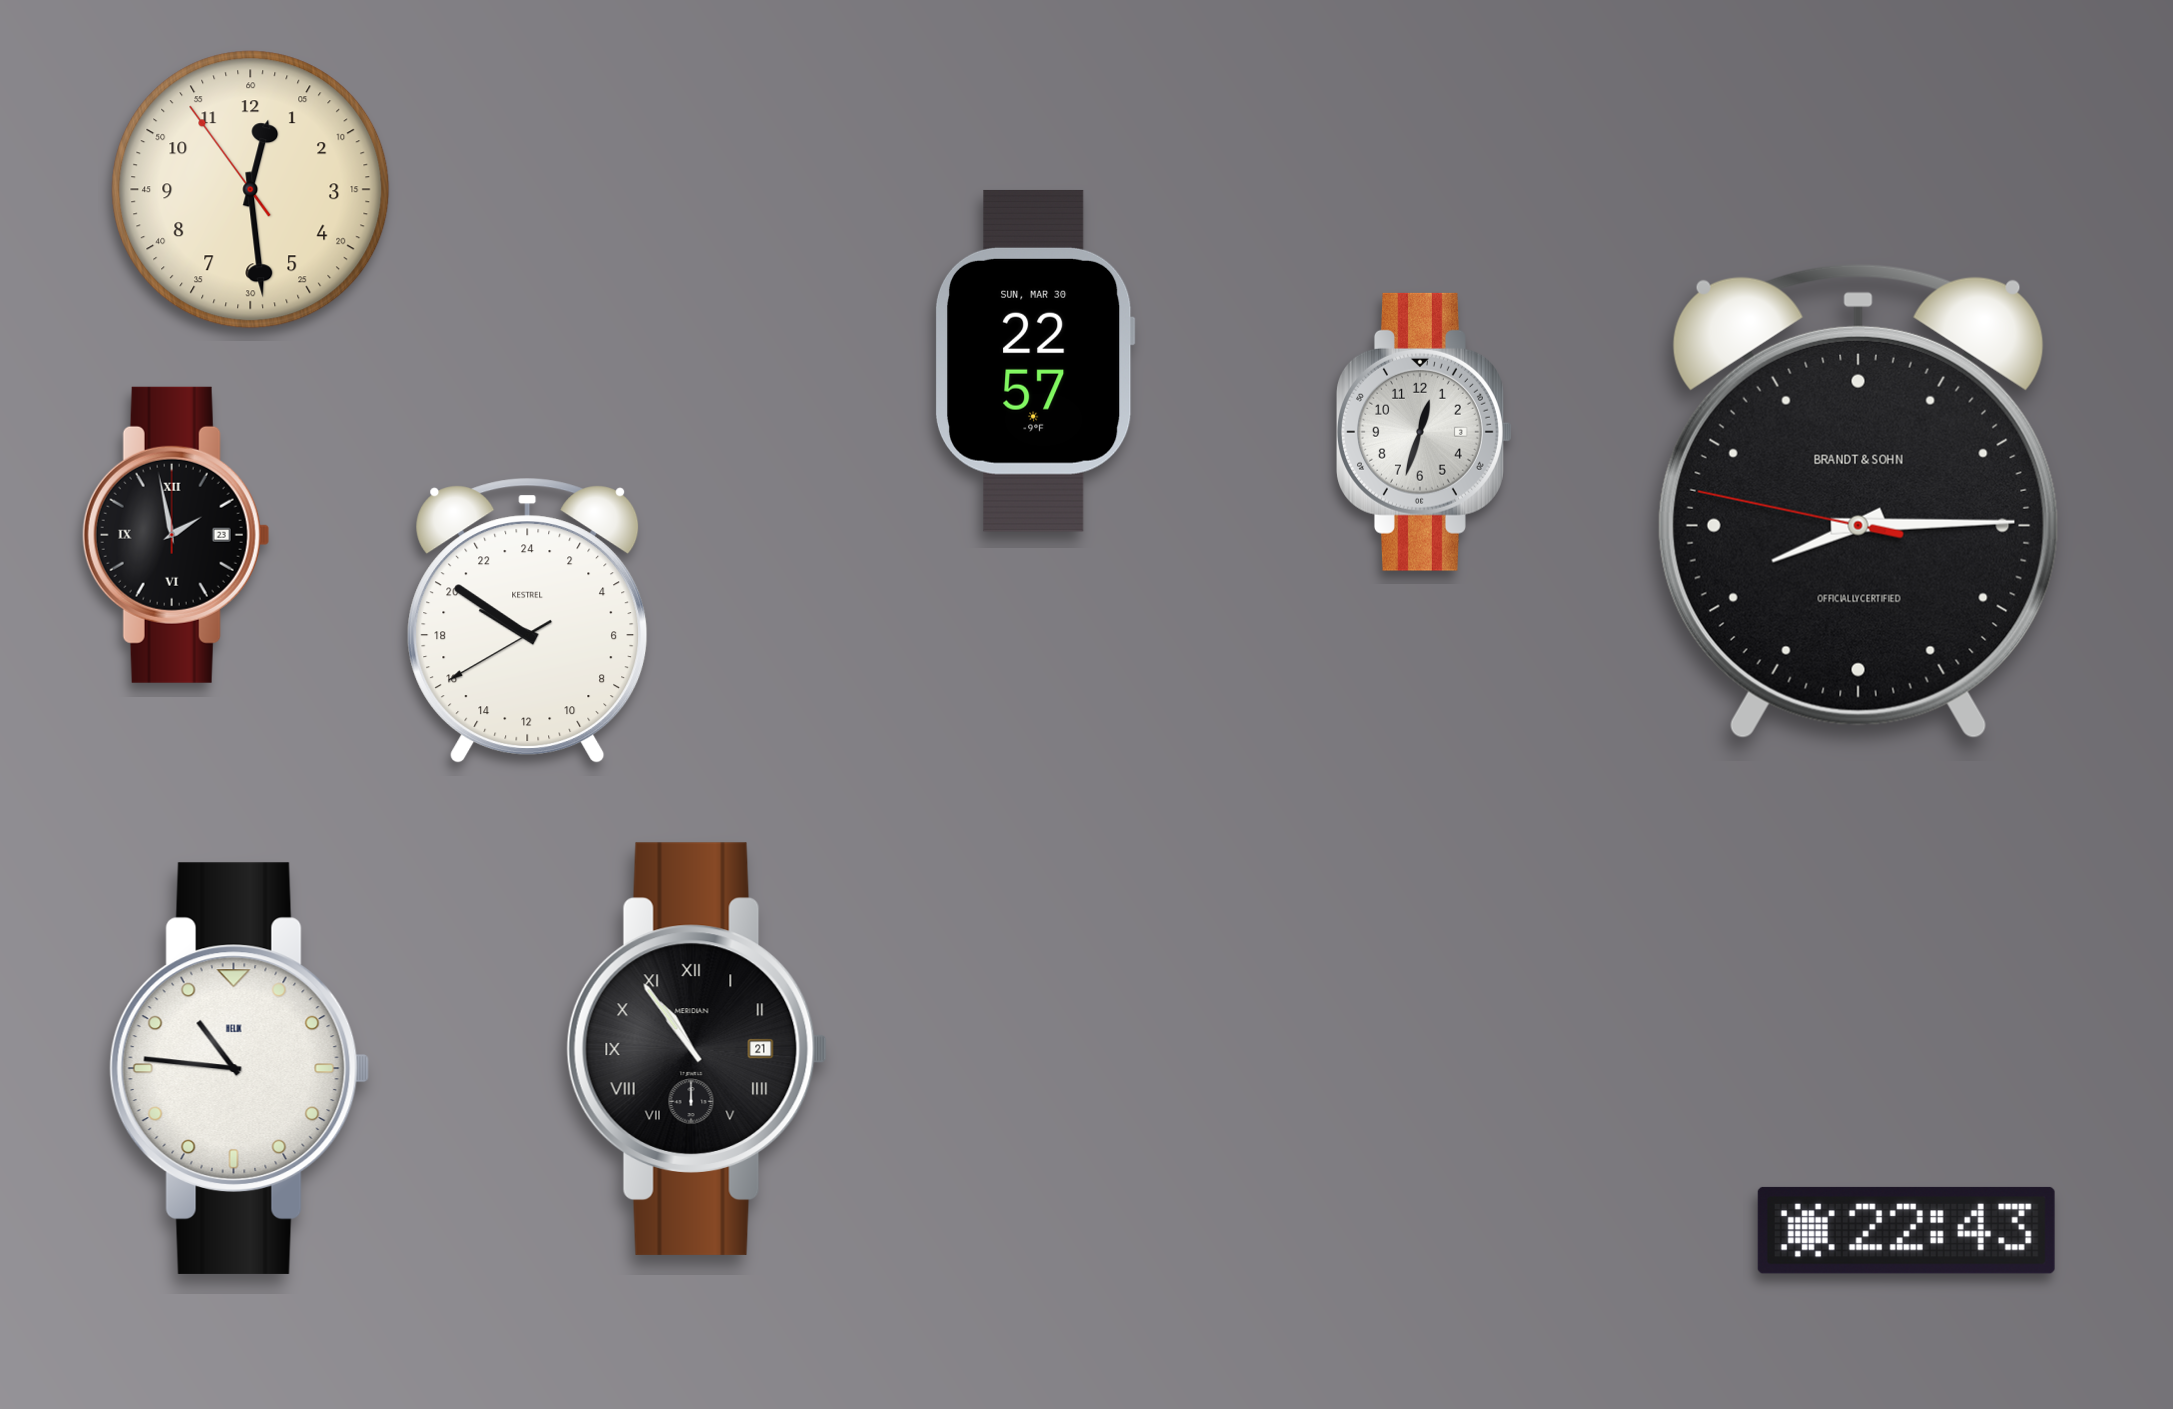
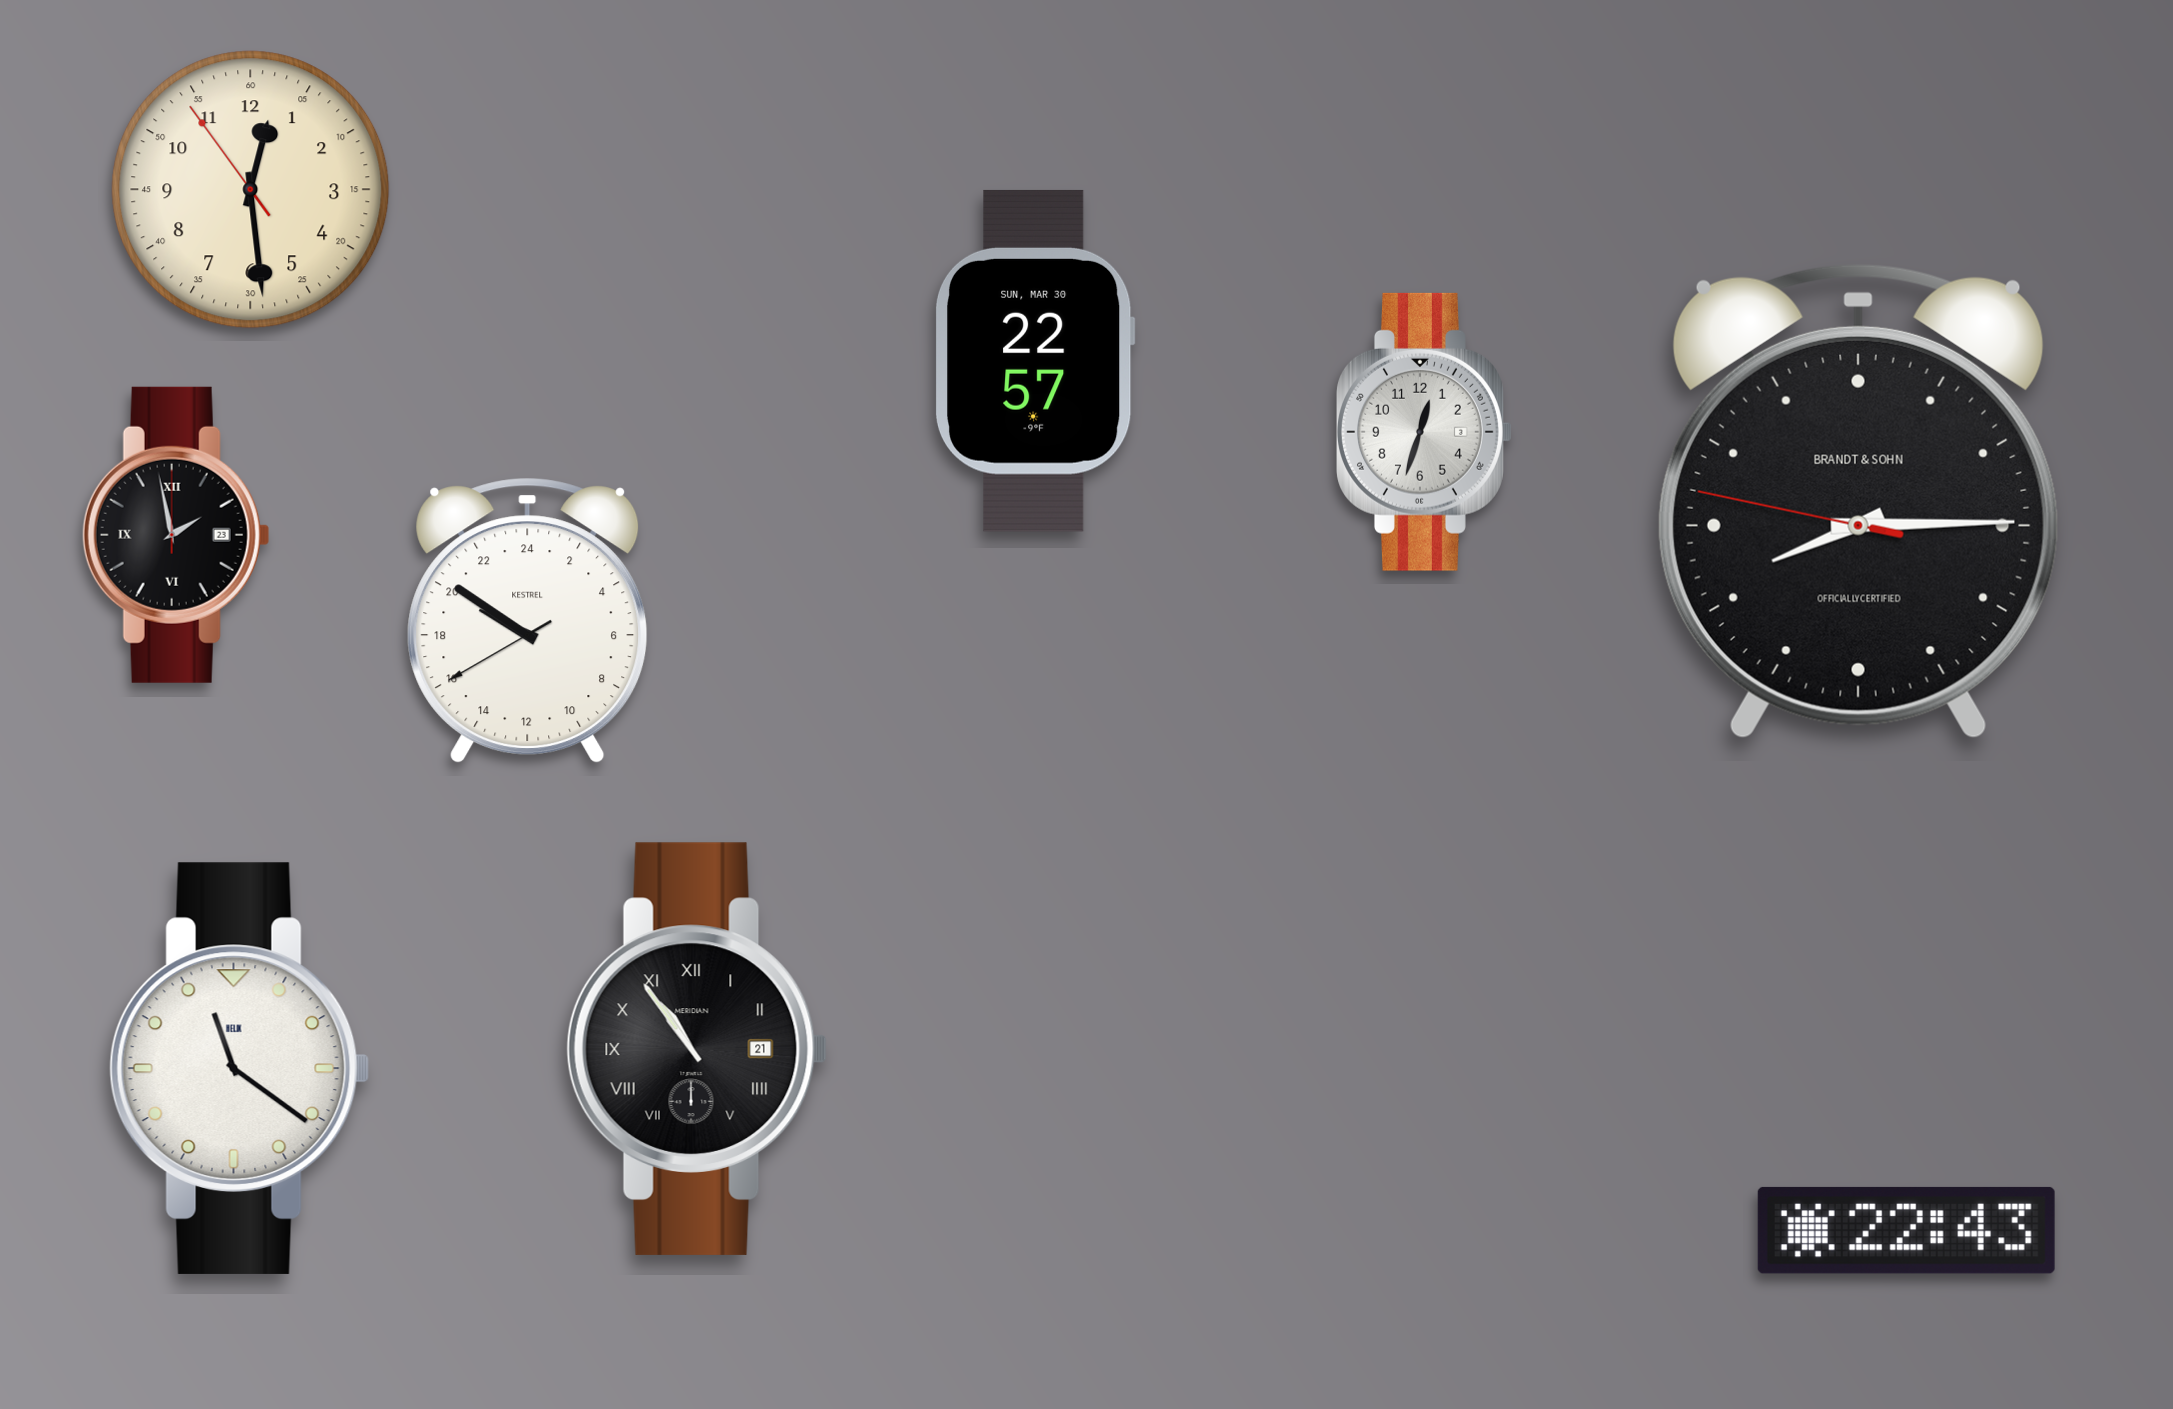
clock at (240, 1068): 10:46 -> 11:21
